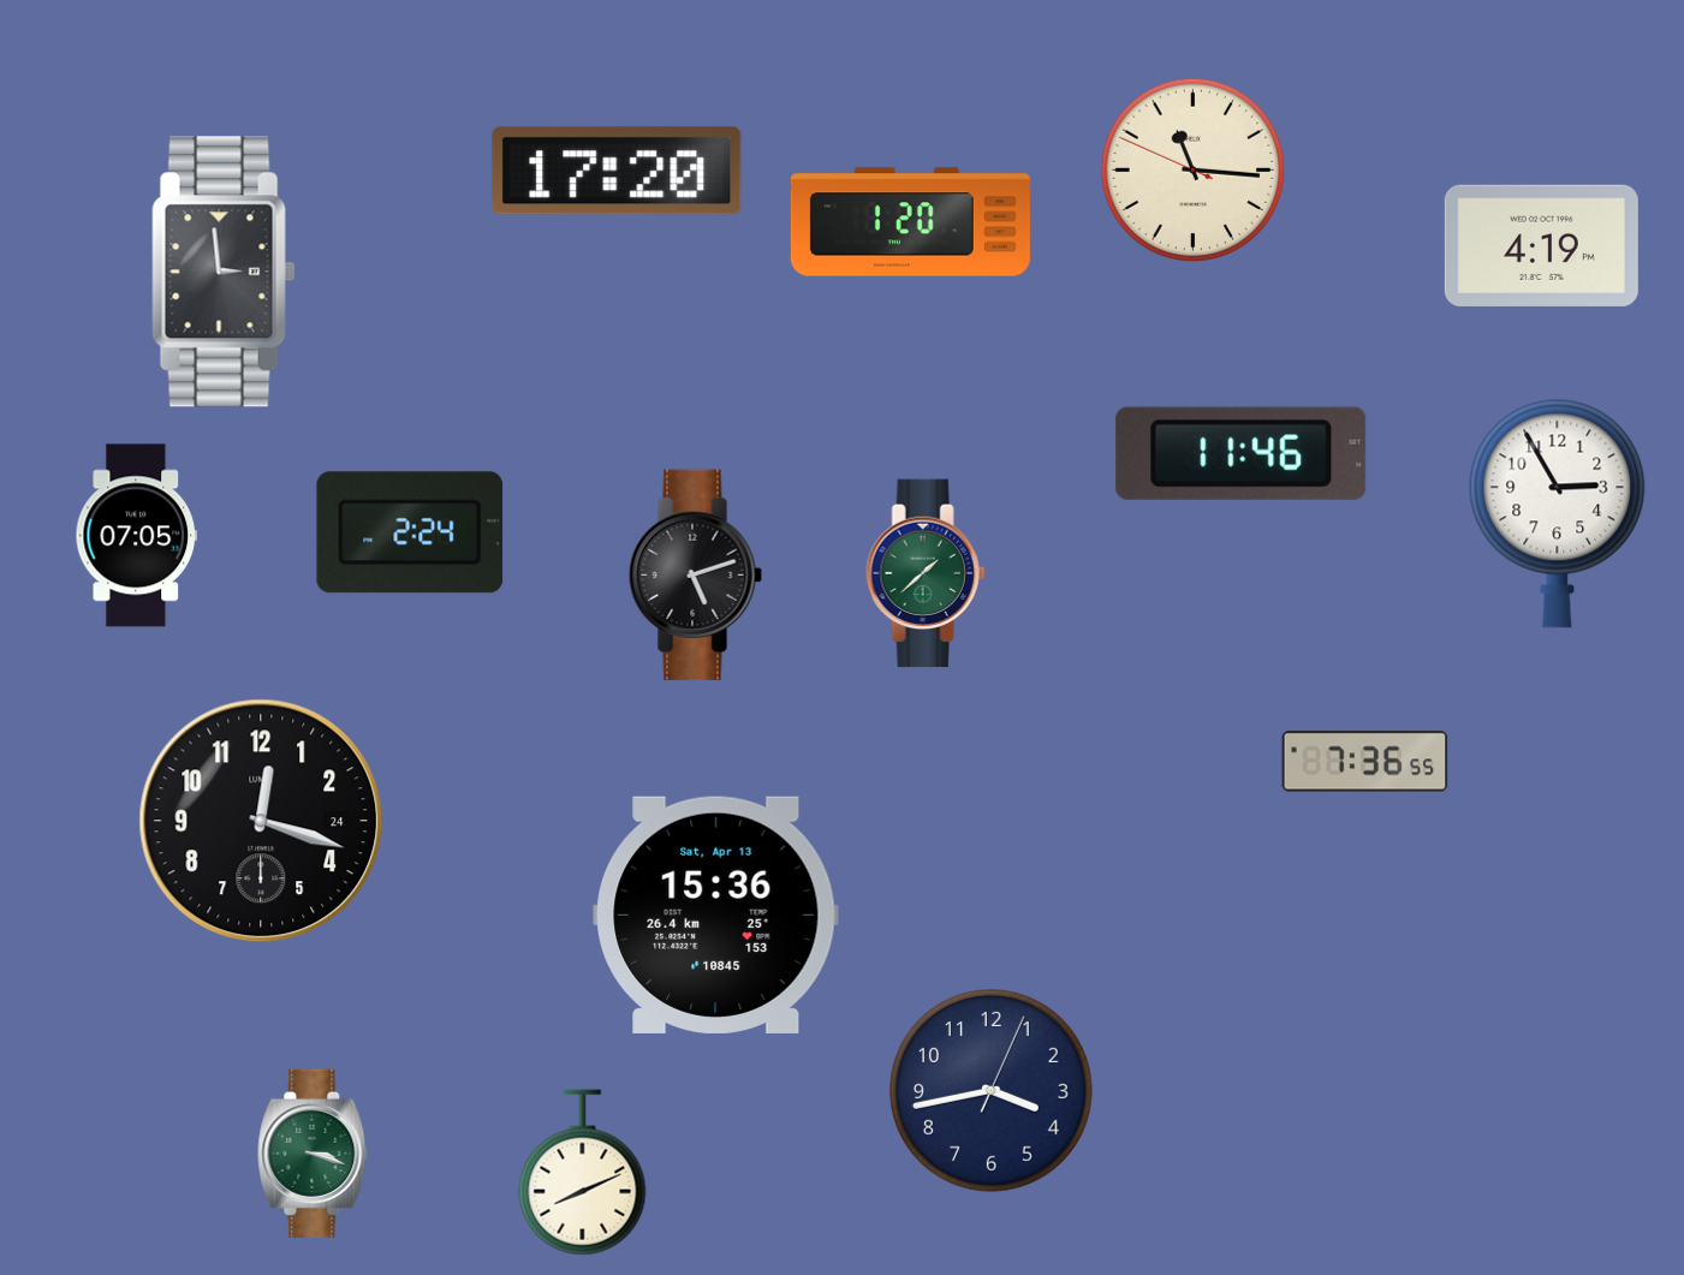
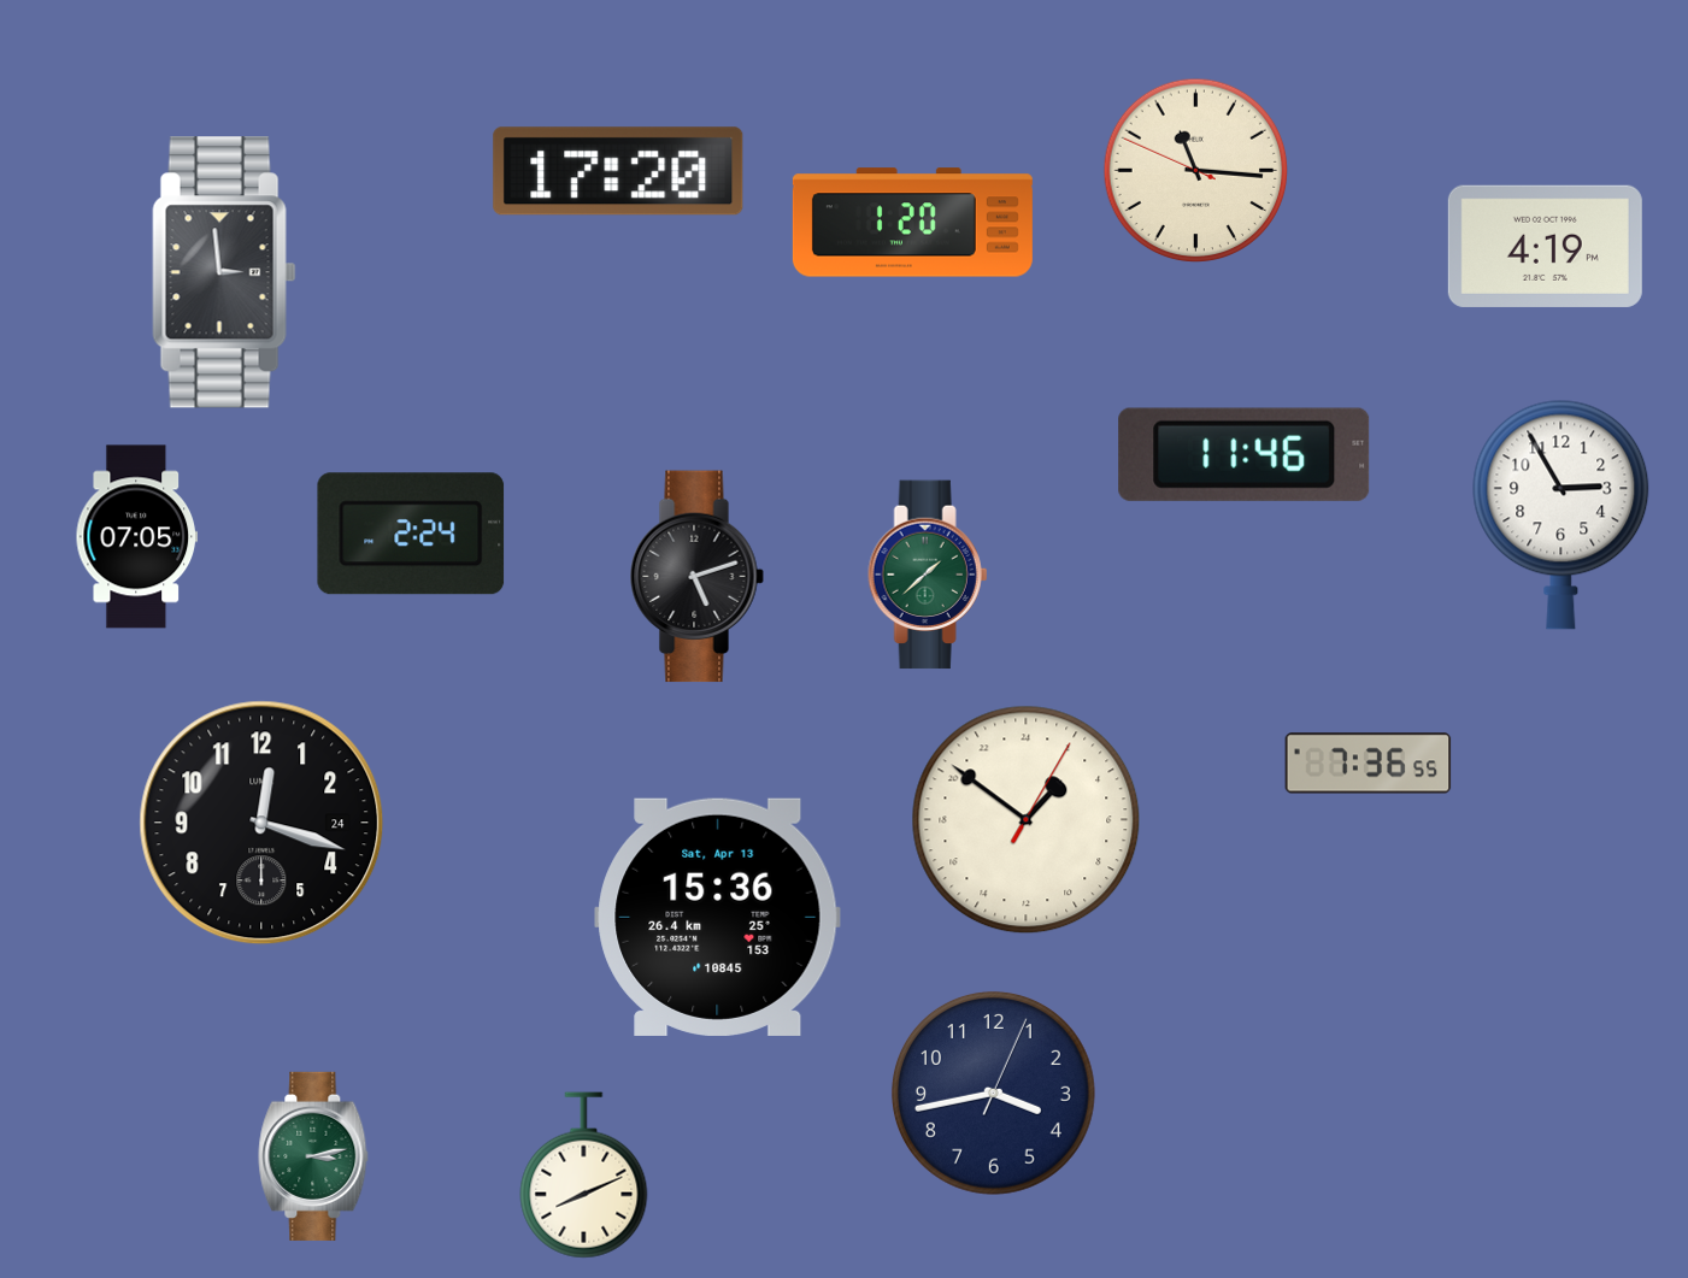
clock at (1027, 820): none -> 2:51
clock at (313, 1154): 3:18 -> 3:13
